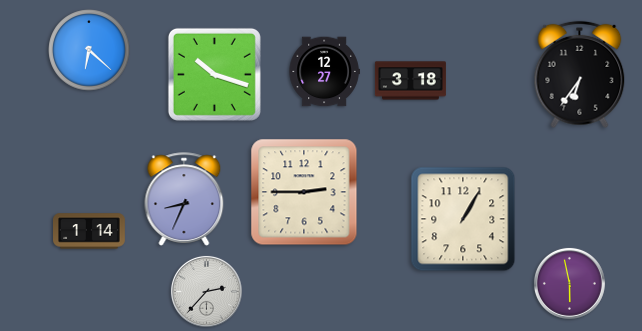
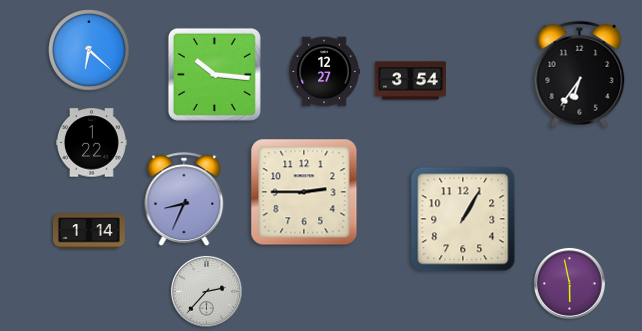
clock at (214, 74): 10:18 -> 10:16
clock at (410, 81): 3:18 -> 3:54
clock at (91, 143): none -> 1:22
